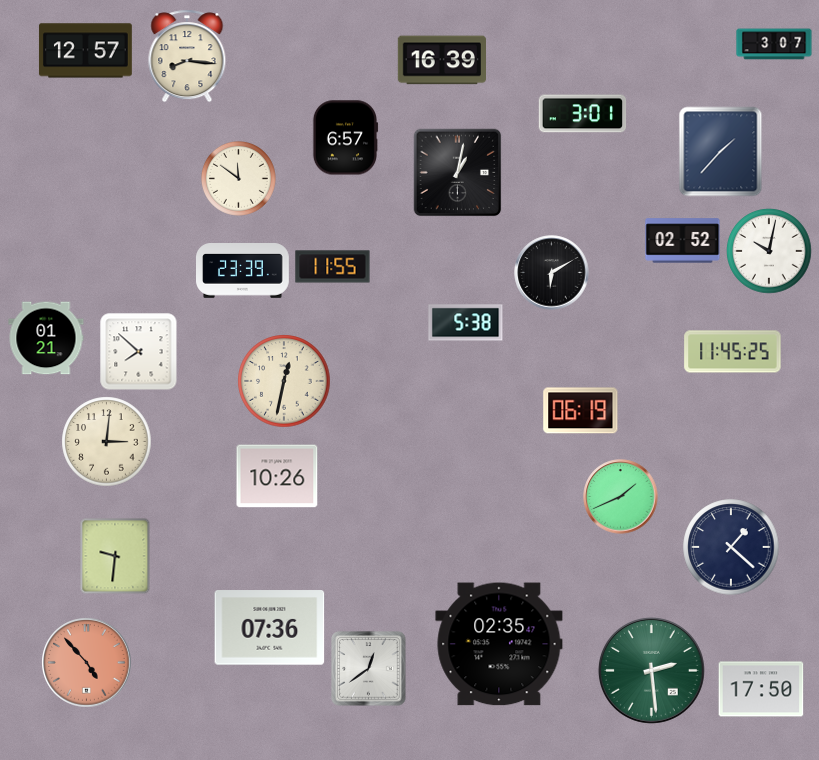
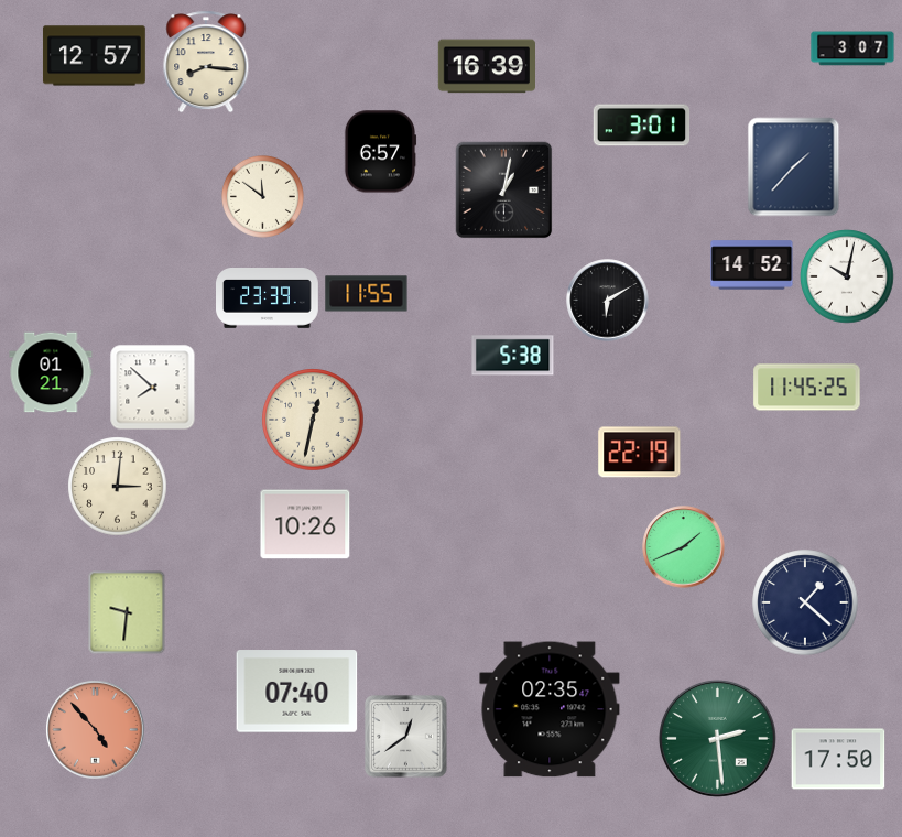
clock at (683, 241): 02:52 -> 14:52
clock at (581, 411): 06:19 -> 22:19
clock at (270, 628): 07:36 -> 07:40
